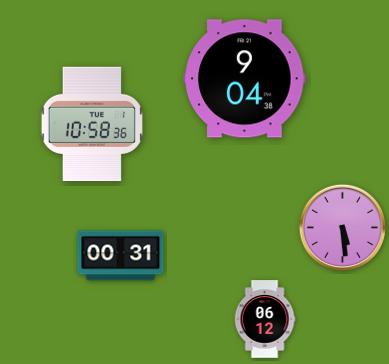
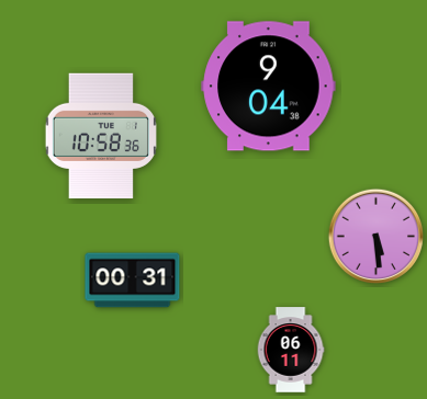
clock at (343, 228) position: (343, 228) -> (377, 237)
clock at (265, 319): 06:12 -> 06:11
